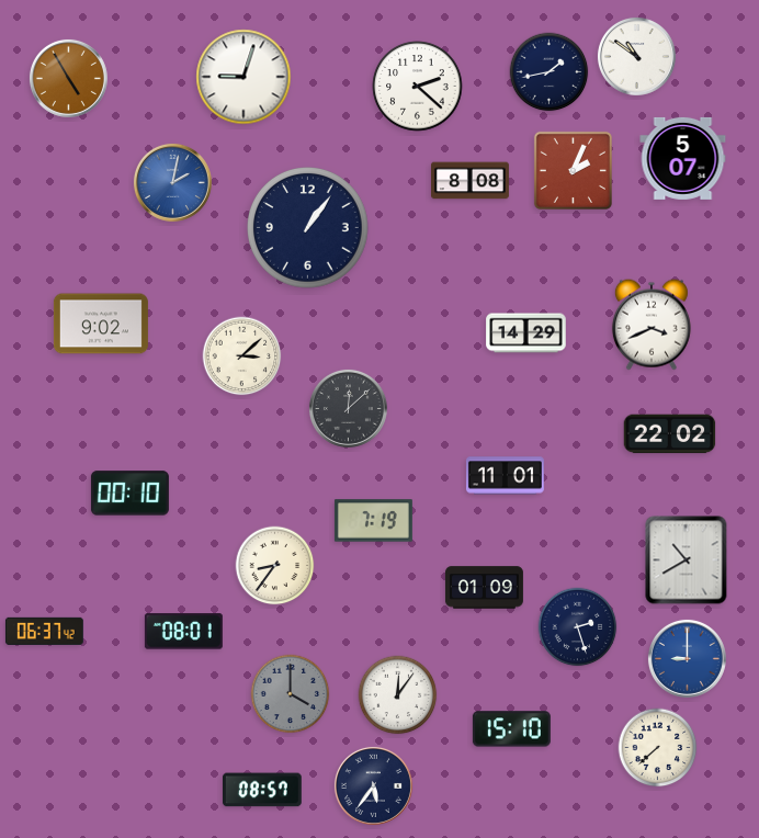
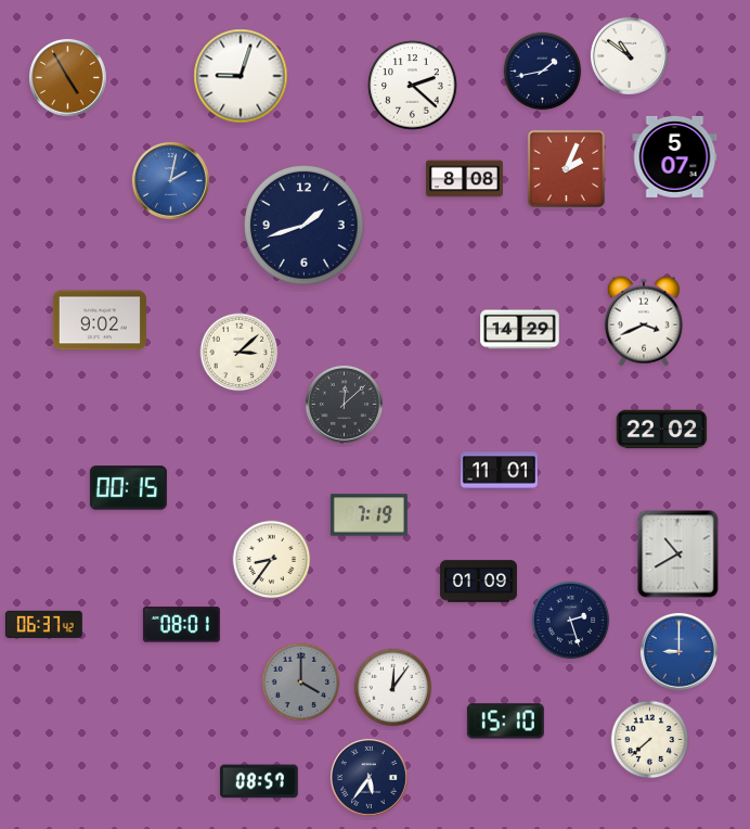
clock at (308, 228): 1:06 -> 1:42
clock at (129, 494): 00:10 -> 00:15
clock at (291, 694) position: (291, 694) -> (301, 683)
